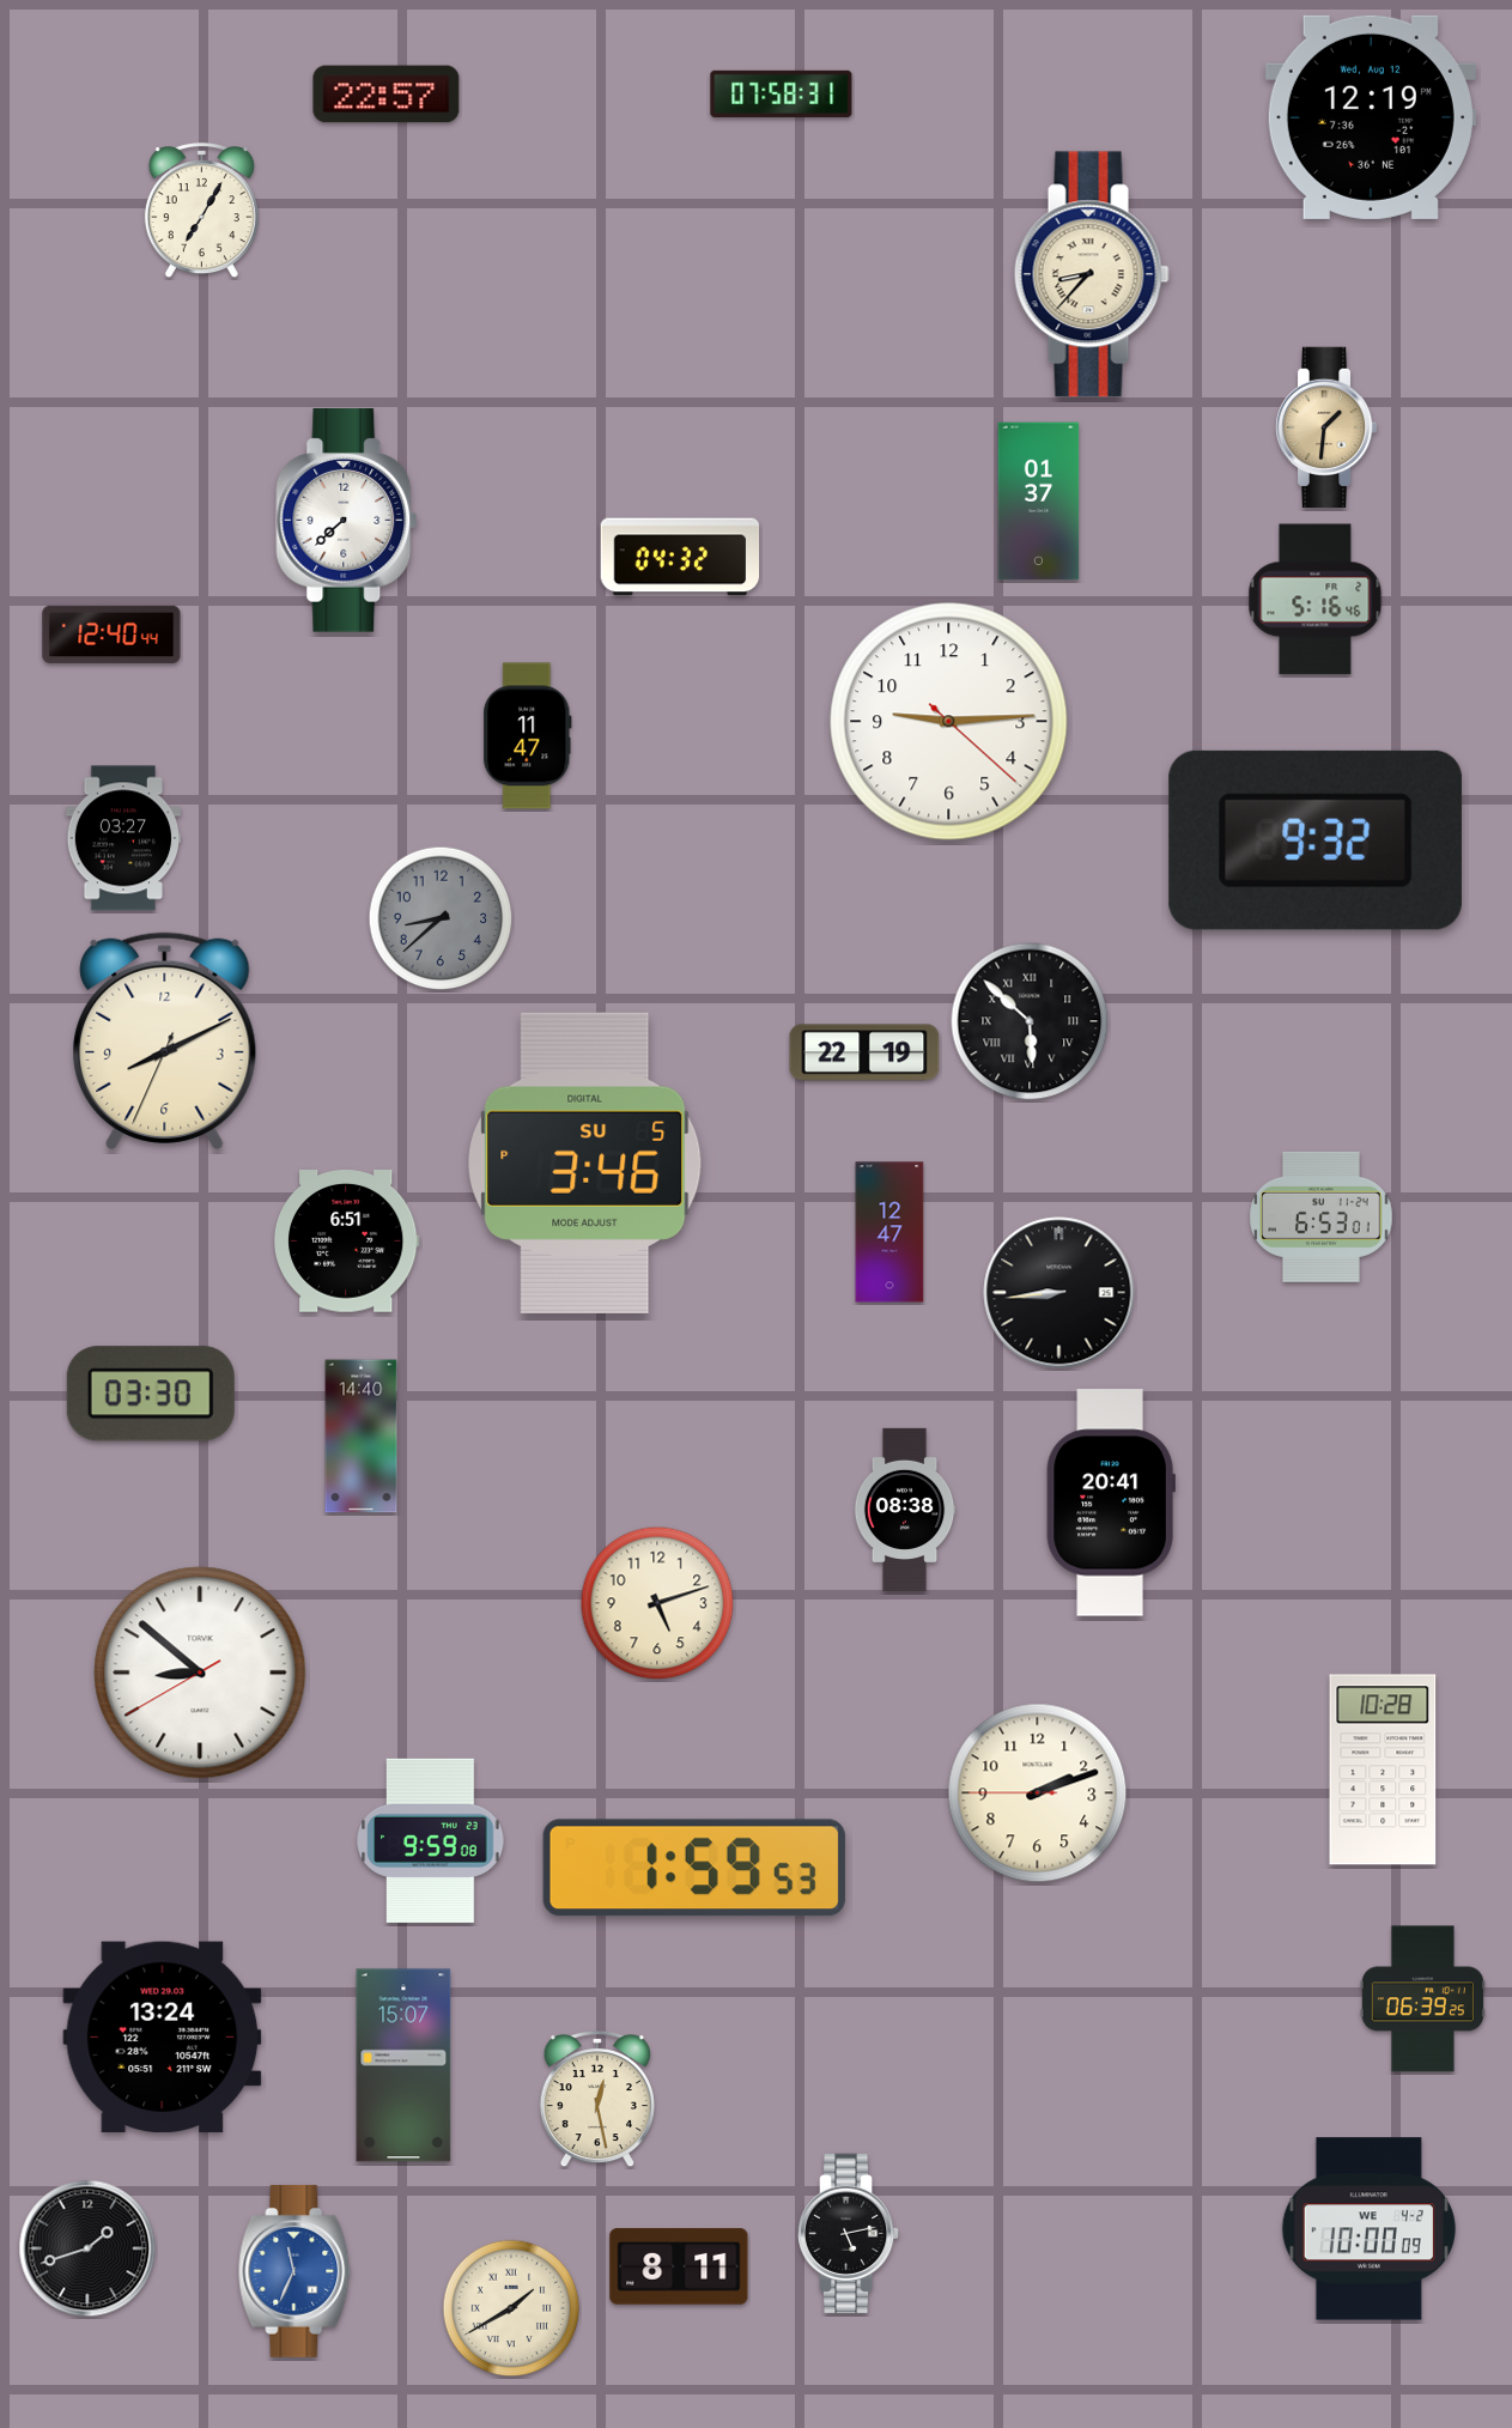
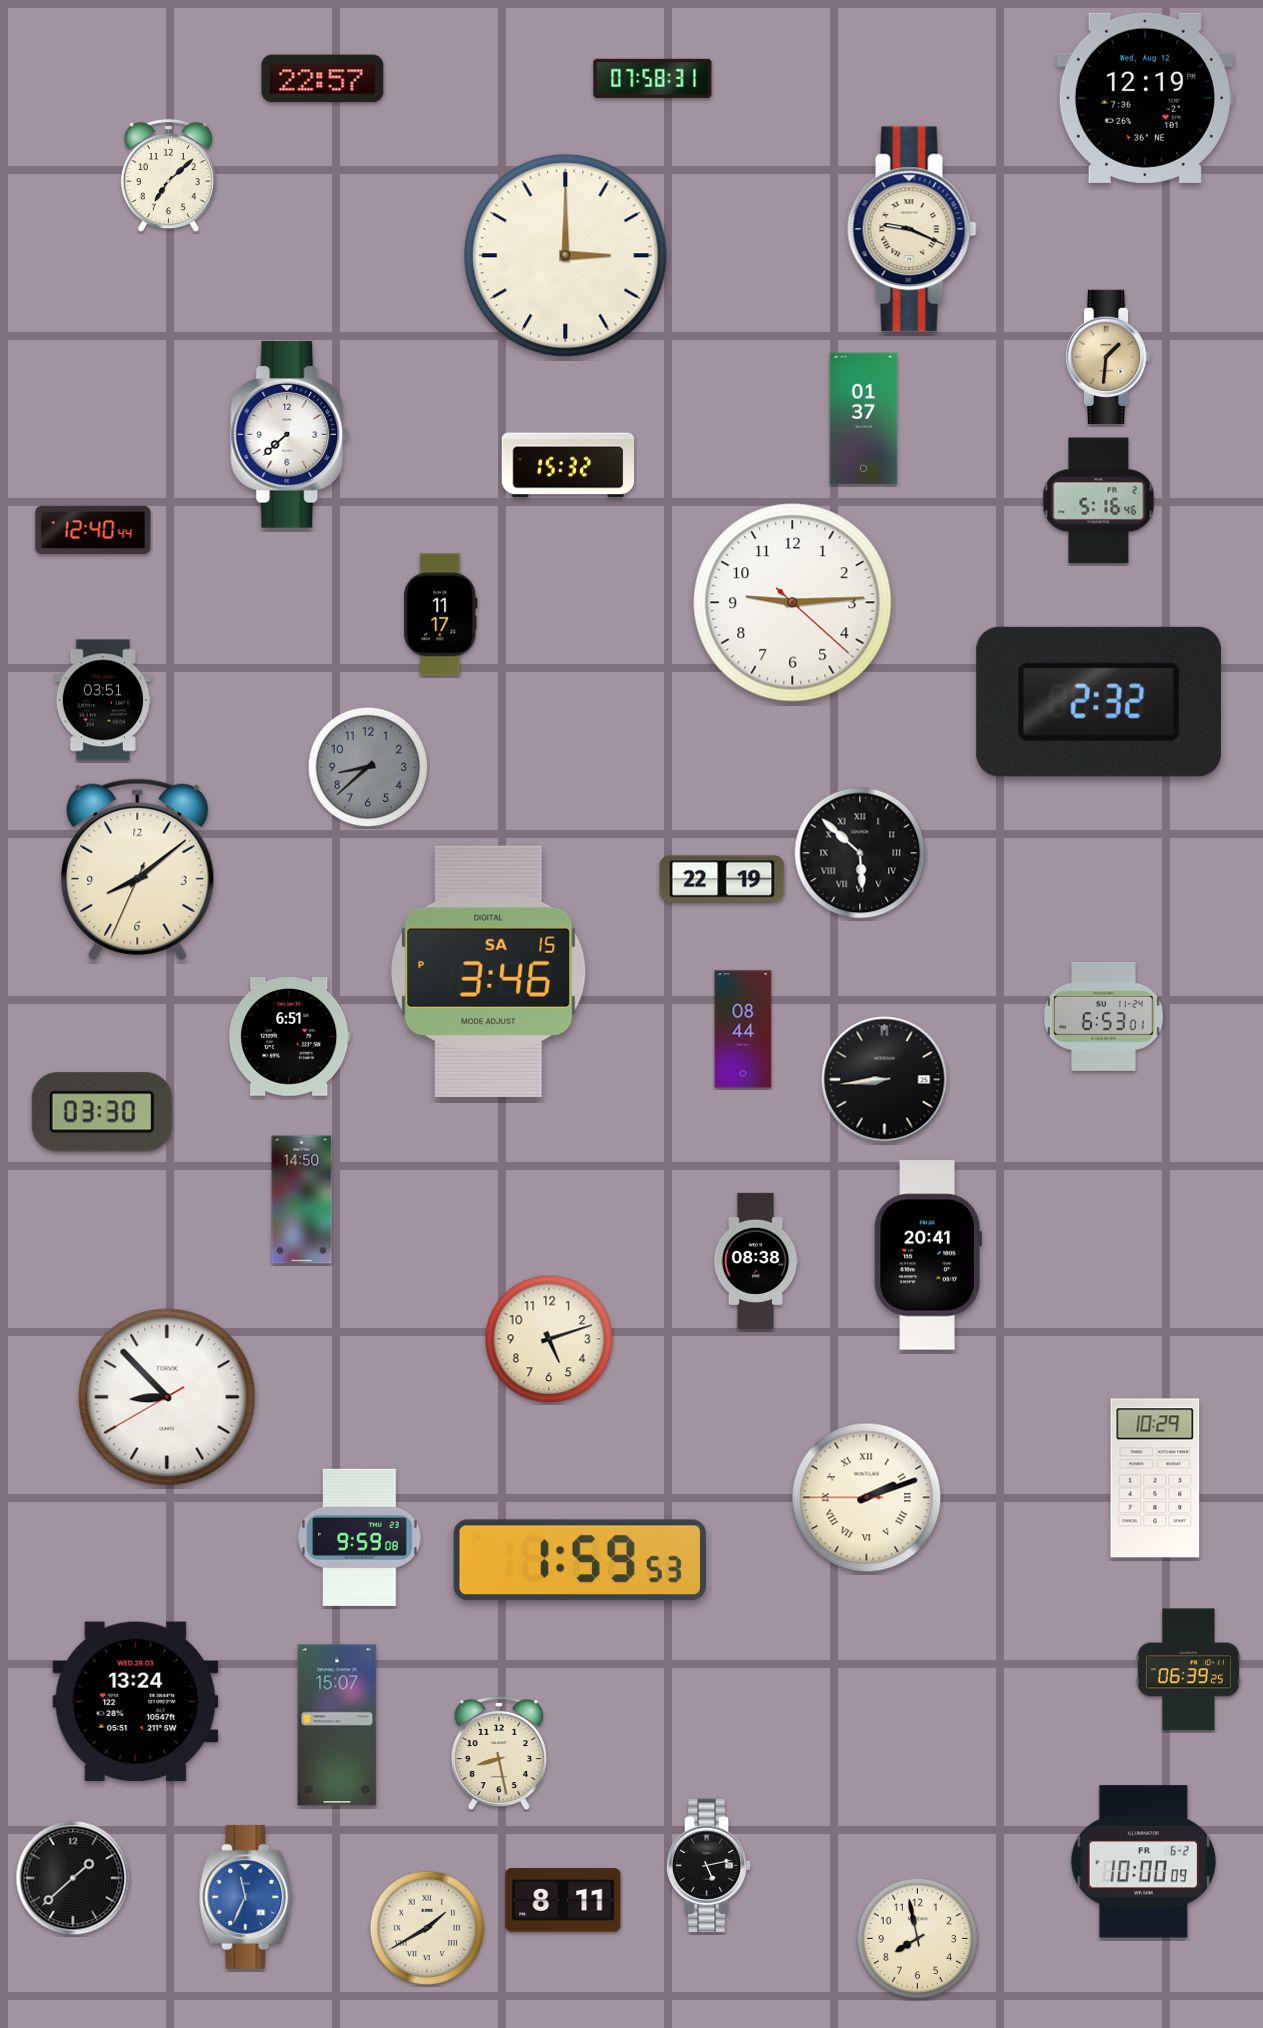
clock at (201, 211): 7:05 -> 7:08
clock at (1092, 274): 8:37 -> 9:19
clock at (566, 256): none -> 3:00
clock at (1039, 502) position: (1039, 502) -> (864, 419)
clock at (680, 557): 04:32 -> 15:32
clock at (528, 736): 11:47 -> 11:17
clock at (123, 838): 03:27 -> 03:51
clock at (1316, 840): 9:32 -> 2:32
clock at (165, 1040): 8:10 -> 8:08
clock at (585, 1163) date: SU 5 -> SA 15
clock at (889, 1232): 12:47 -> 08:44
clock at (151, 1394) position: (151, 1394) -> (102, 1112)
clock at (362, 1437): 14:40 -> 14:50
clock at (200, 1673): 8:51 -> 8:52
clock at (1383, 1770): 10:28 -> 10:29
clock at (1038, 1793) numerals: Arabic -> Roman
clock at (597, 2099): 12:28 -> 8:28
clock at (1368, 2229) date: WE 4-2 -> FR 6-2
clock at (87, 2248): 1:42 -> 1:38
clock at (679, 2266) position: (679, 2266) -> (563, 1900)
clock at (918, 1939): none -> 7:58
